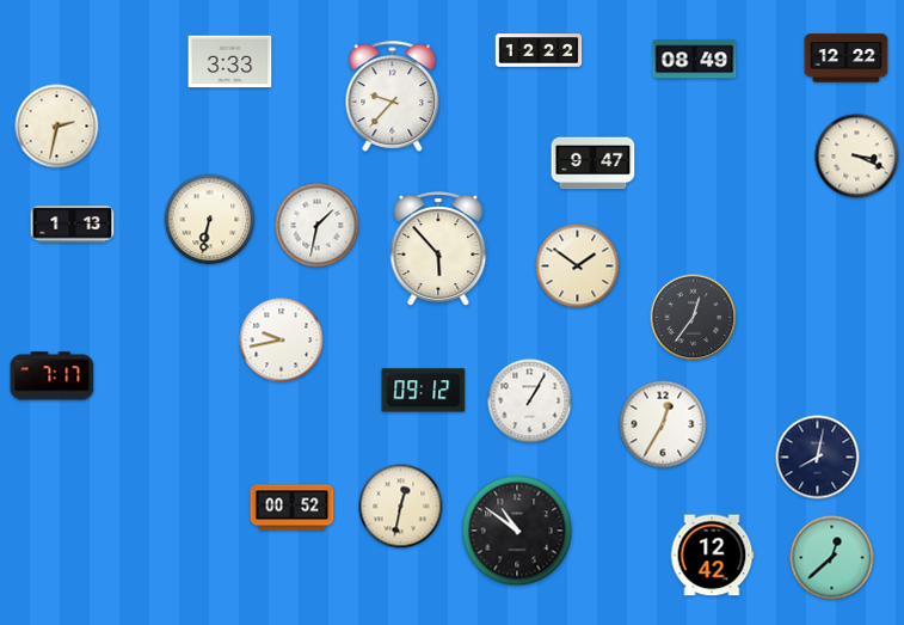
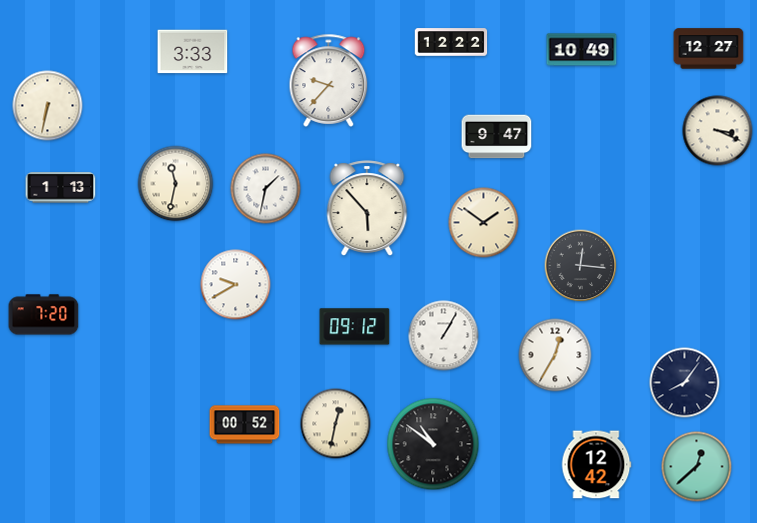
clock at (847, 59): 12:22 -> 12:27
clock at (695, 60): 08:49 -> 10:49
clock at (57, 127): 2:32 -> 6:32
clock at (210, 220): 6:32 -> 11:32
clock at (694, 318): 12:36 -> 12:16
clock at (282, 341): 9:43 -> 9:40
clock at (53, 376): 7:17 -> 7:20
clock at (818, 458): 8:02 -> 8:06
